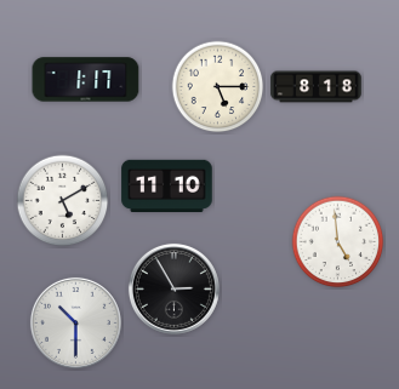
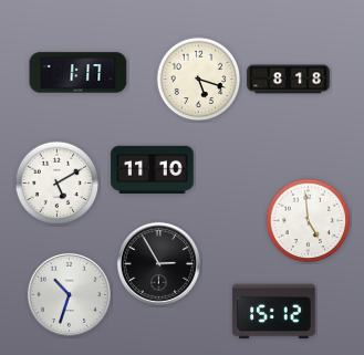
clock at (218, 87): 5:15 -> 5:18
clock at (75, 322): 10:30 -> 10:33
clock at (274, 312): none -> 15:12
